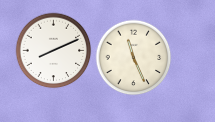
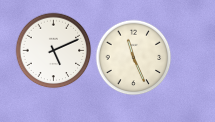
clock at (54, 51): 8:11 -> 5:11
